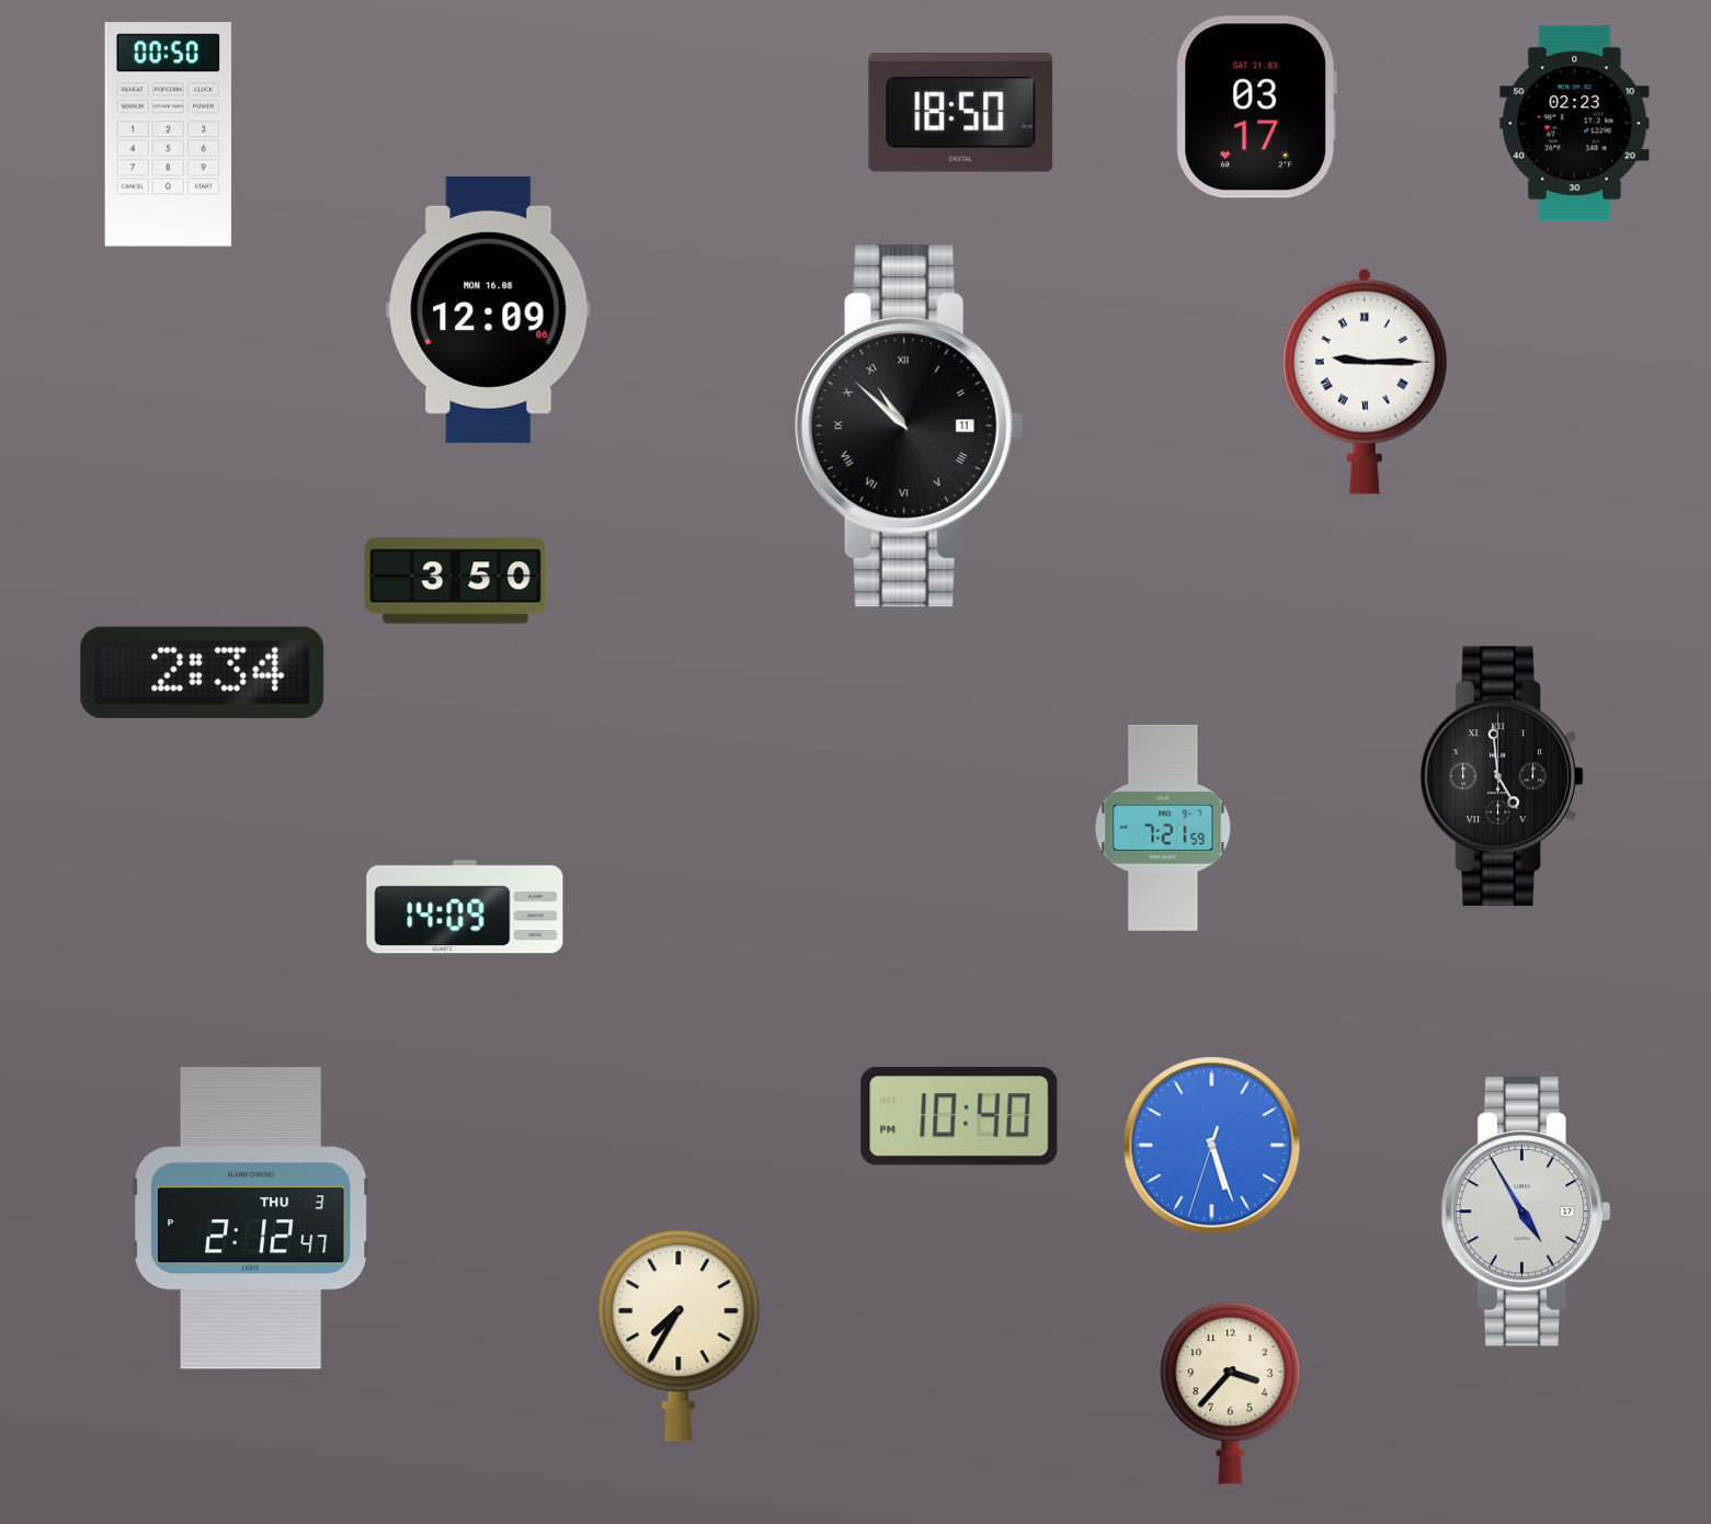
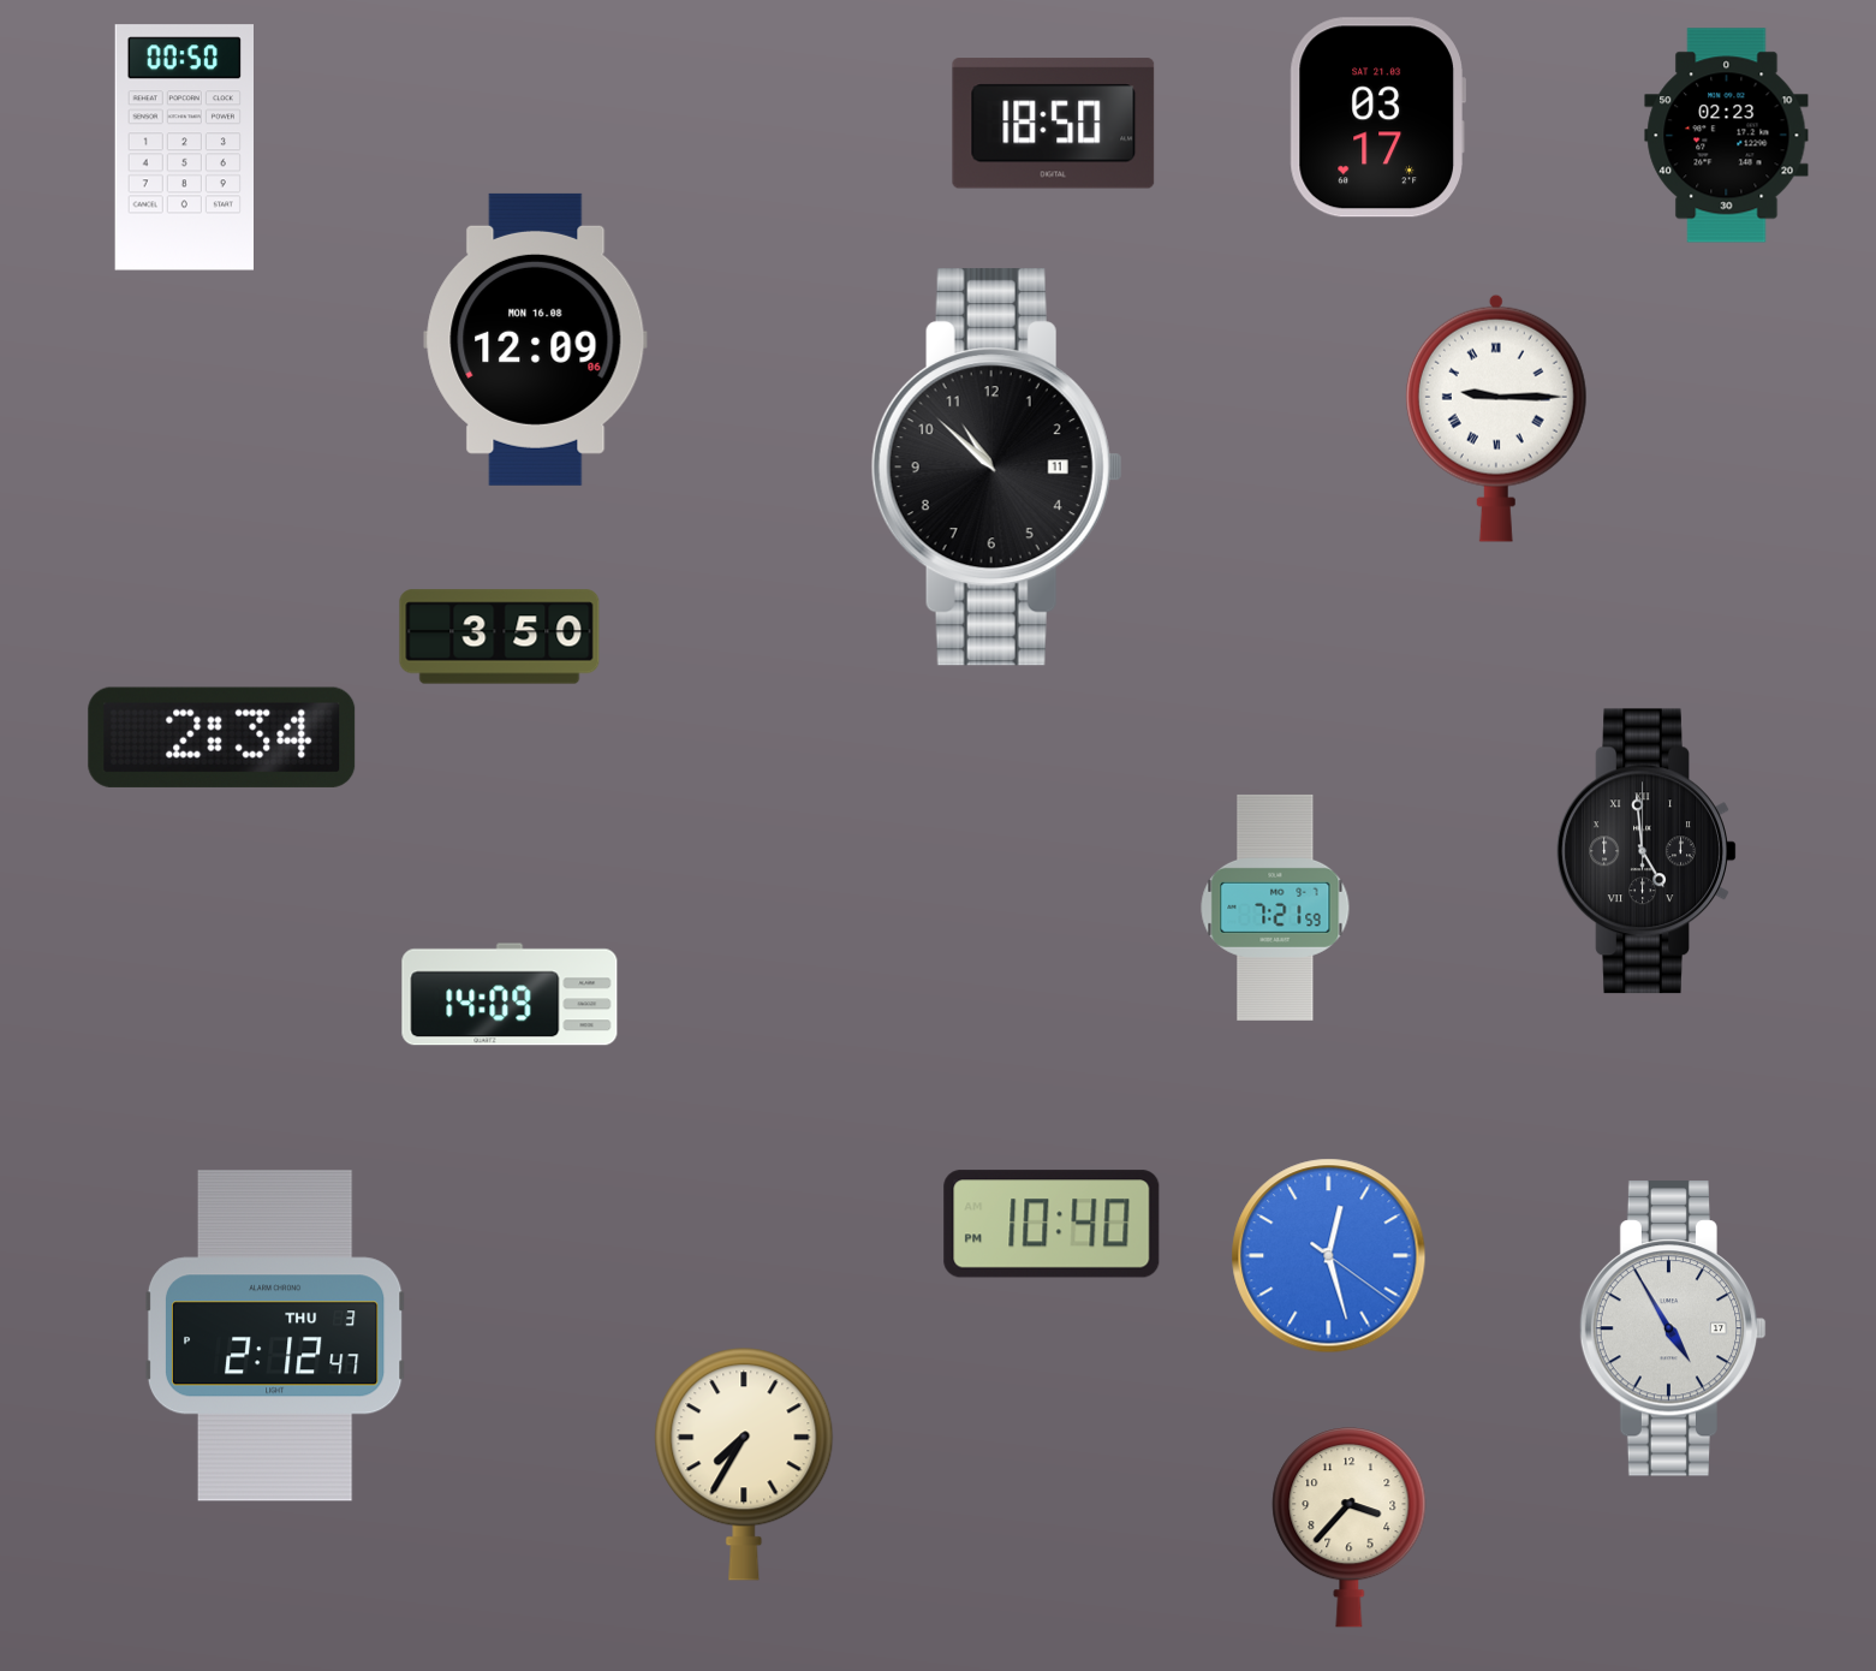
clock at (909, 427) numerals: Roman -> Arabic
clock at (1212, 1146): 5:26 -> 12:27
